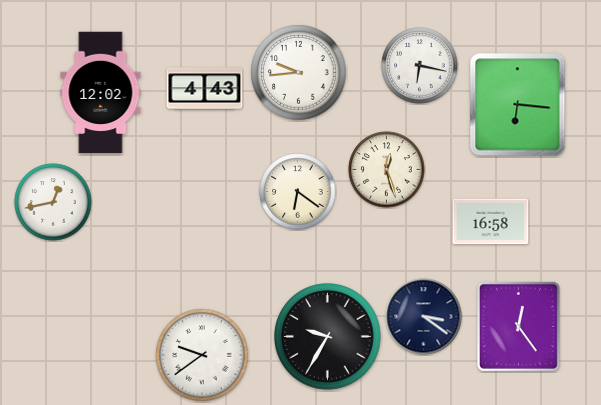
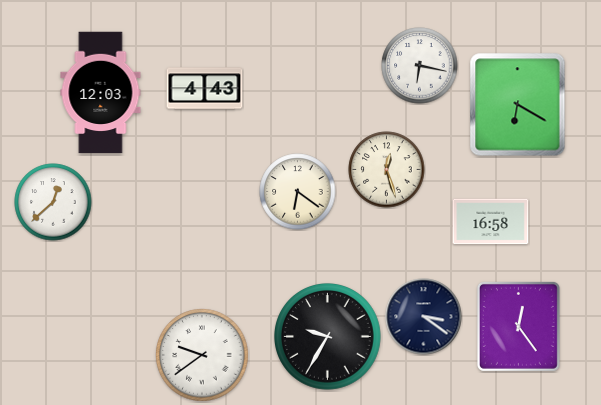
clock at (299, 73): 9:44 -> none
clock at (101, 93): 12:02 -> 12:03
clock at (518, 105): 6:16 -> 6:20
clock at (53, 202): 12:43 -> 12:38
